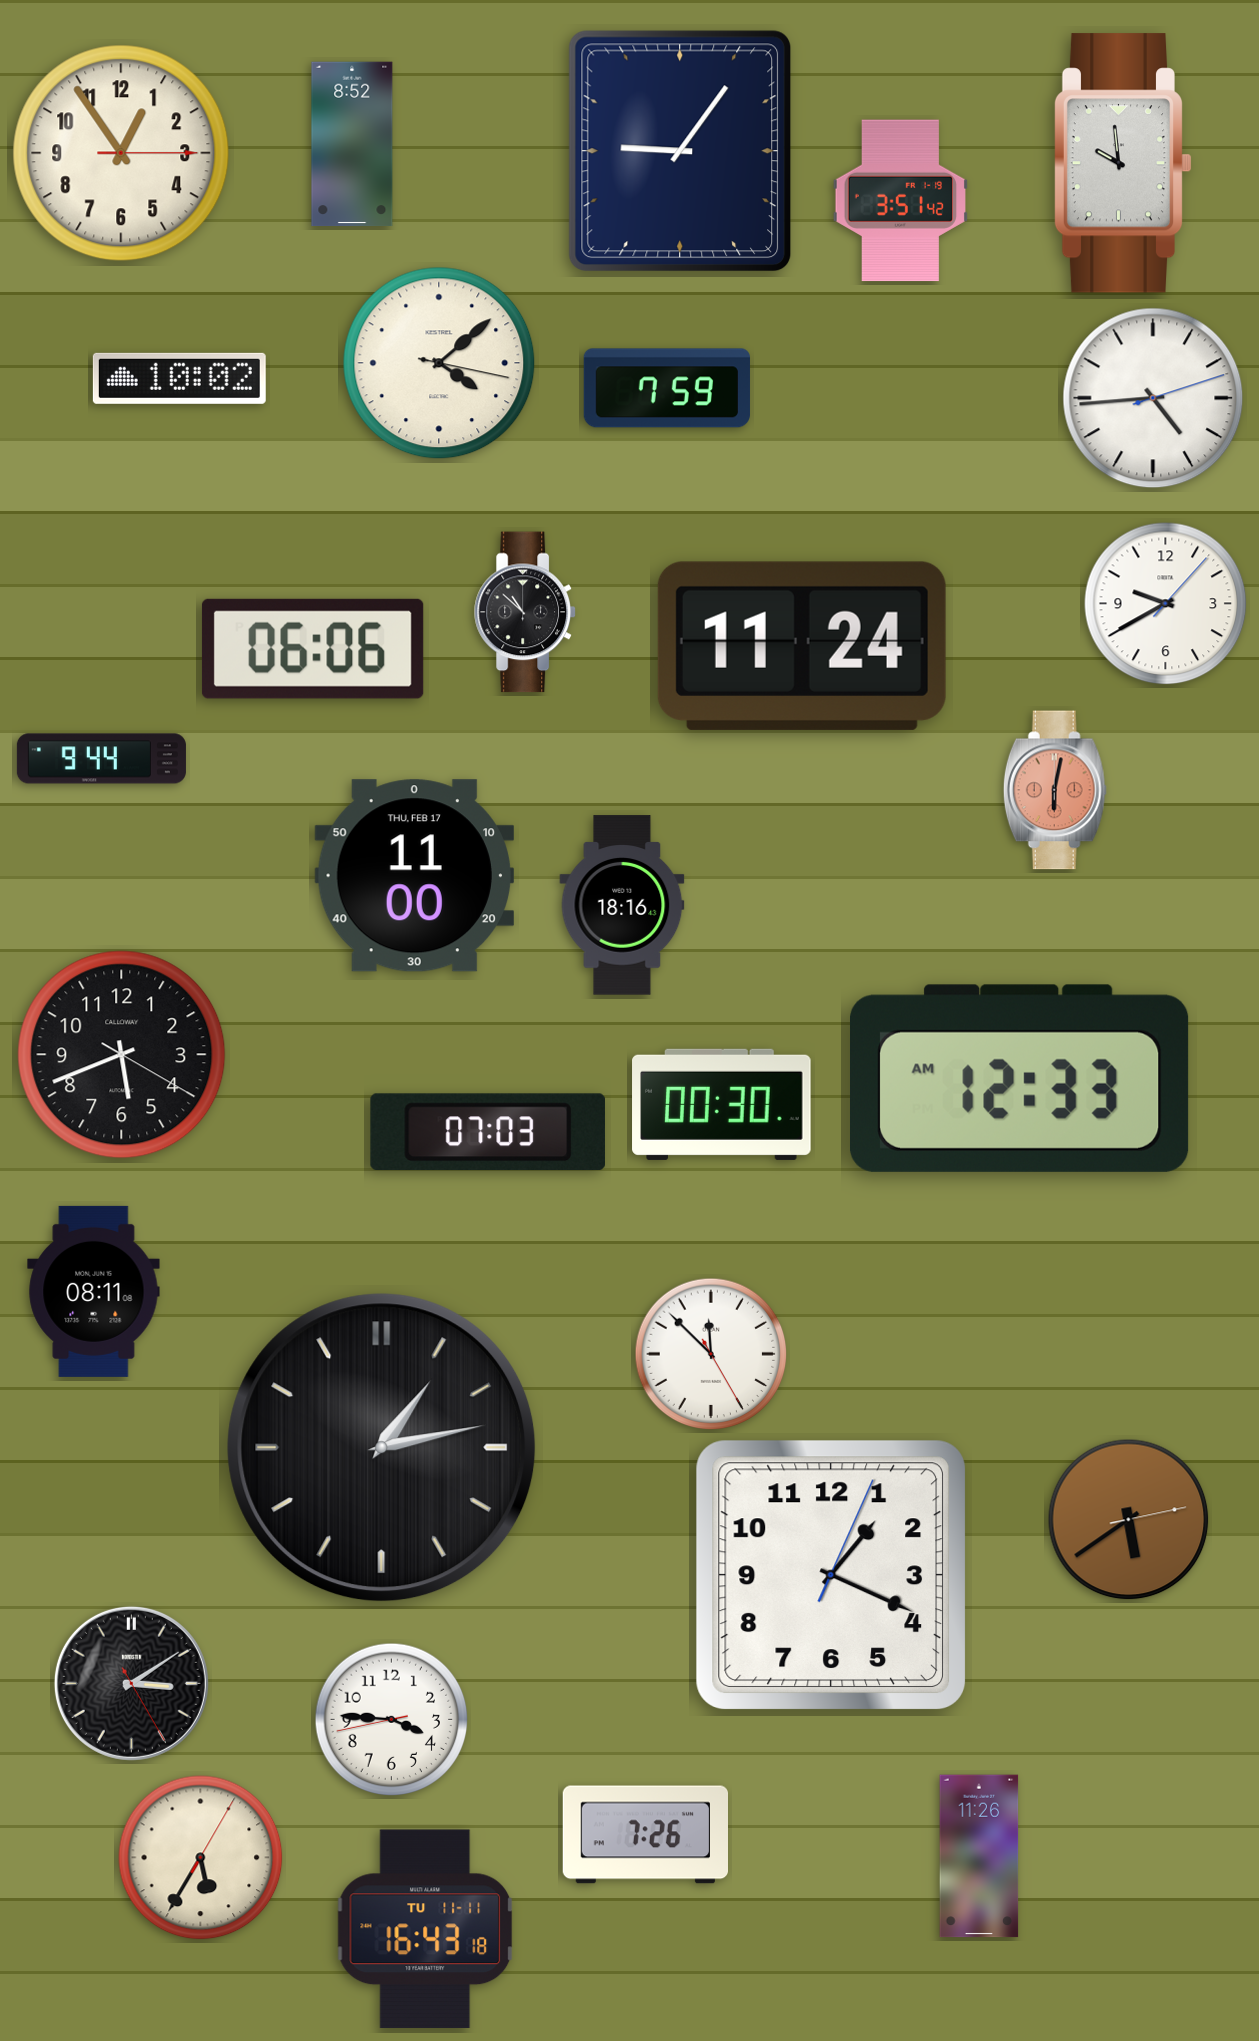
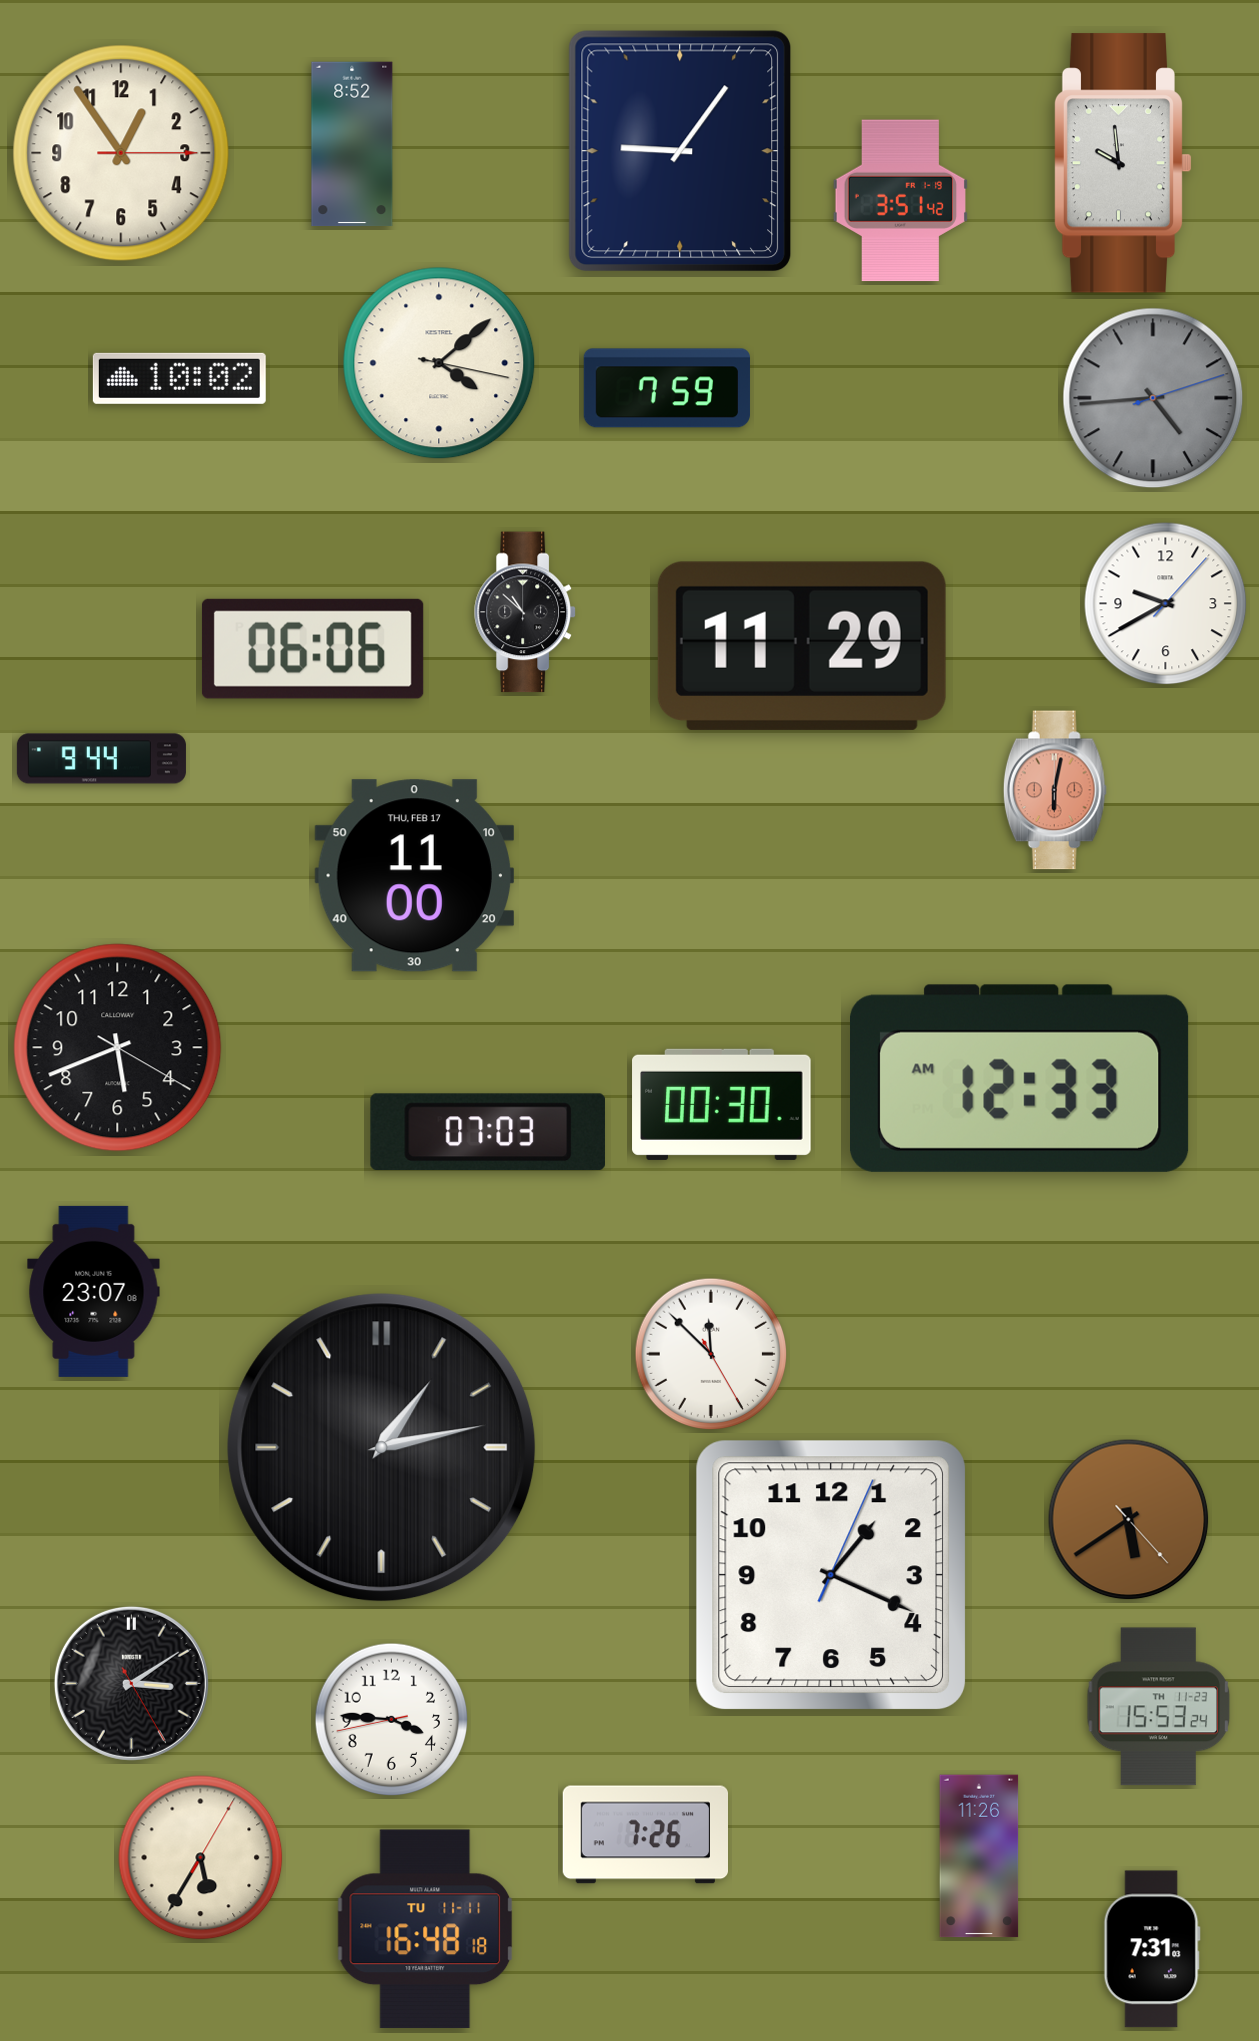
clock at (1153, 398) dial: white -> grey
clock at (802, 646): 11:24 -> 11:29
clock at (622, 905): 18:16 -> none
clock at (122, 1055) position: (122, 1055) -> (118, 1048)
clock at (94, 1291): 08:11 -> 23:07
clock at (1129, 1520): 5:39:13 -> 5:39:23
clock at (1159, 1707): none -> 15:53
clock at (425, 1929): 16:43 -> 16:48
clock at (1152, 1949): none -> 7:31
